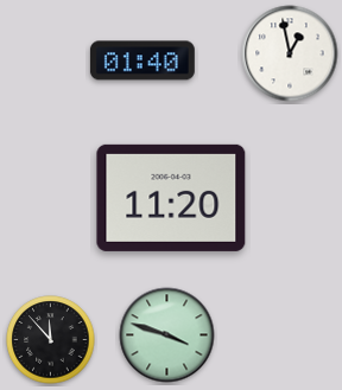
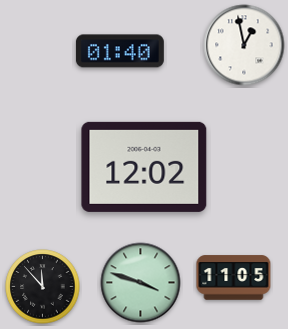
clock at (171, 198): 11:20 -> 12:02
clock at (234, 278): none -> 11:05
